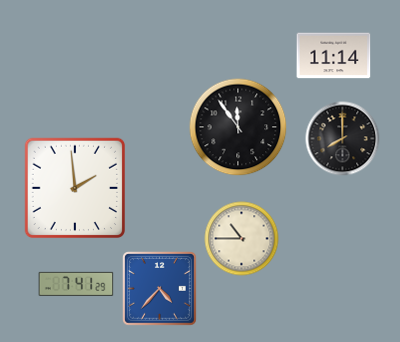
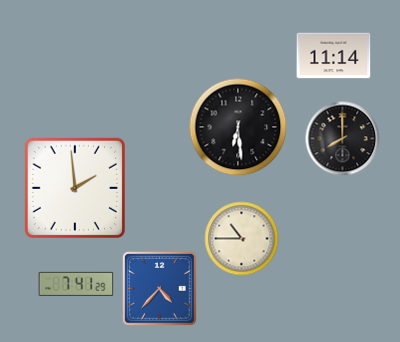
clock at (238, 127): 11:54 -> 6:29
